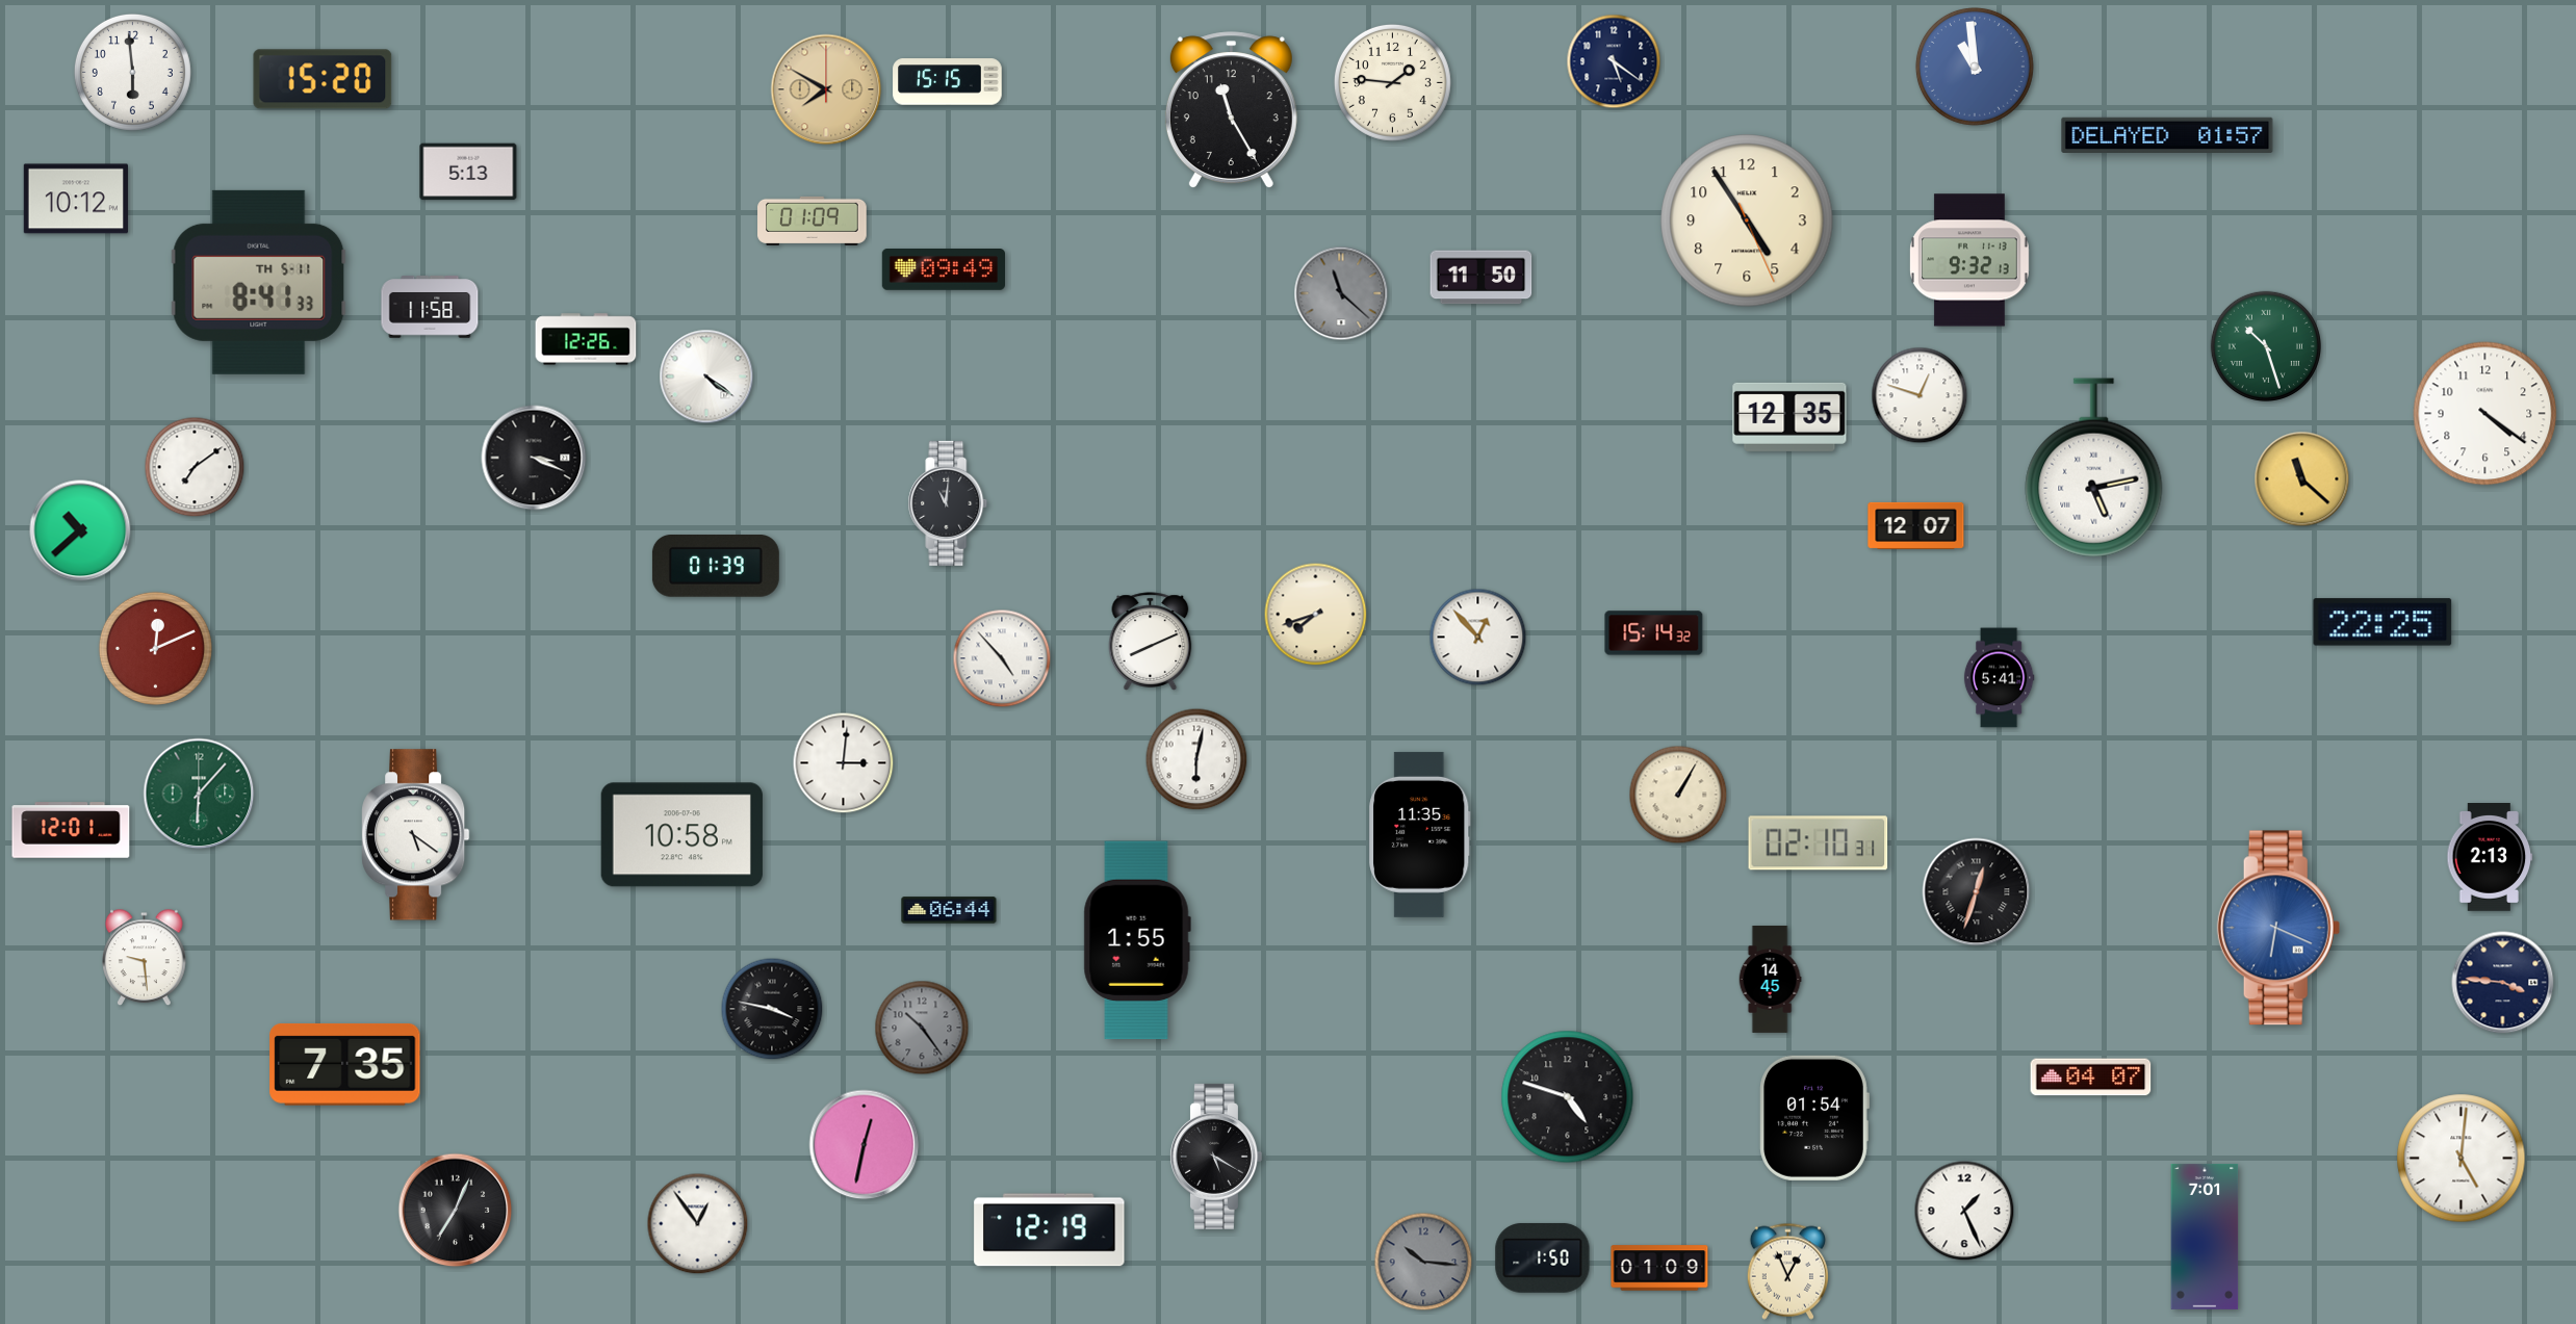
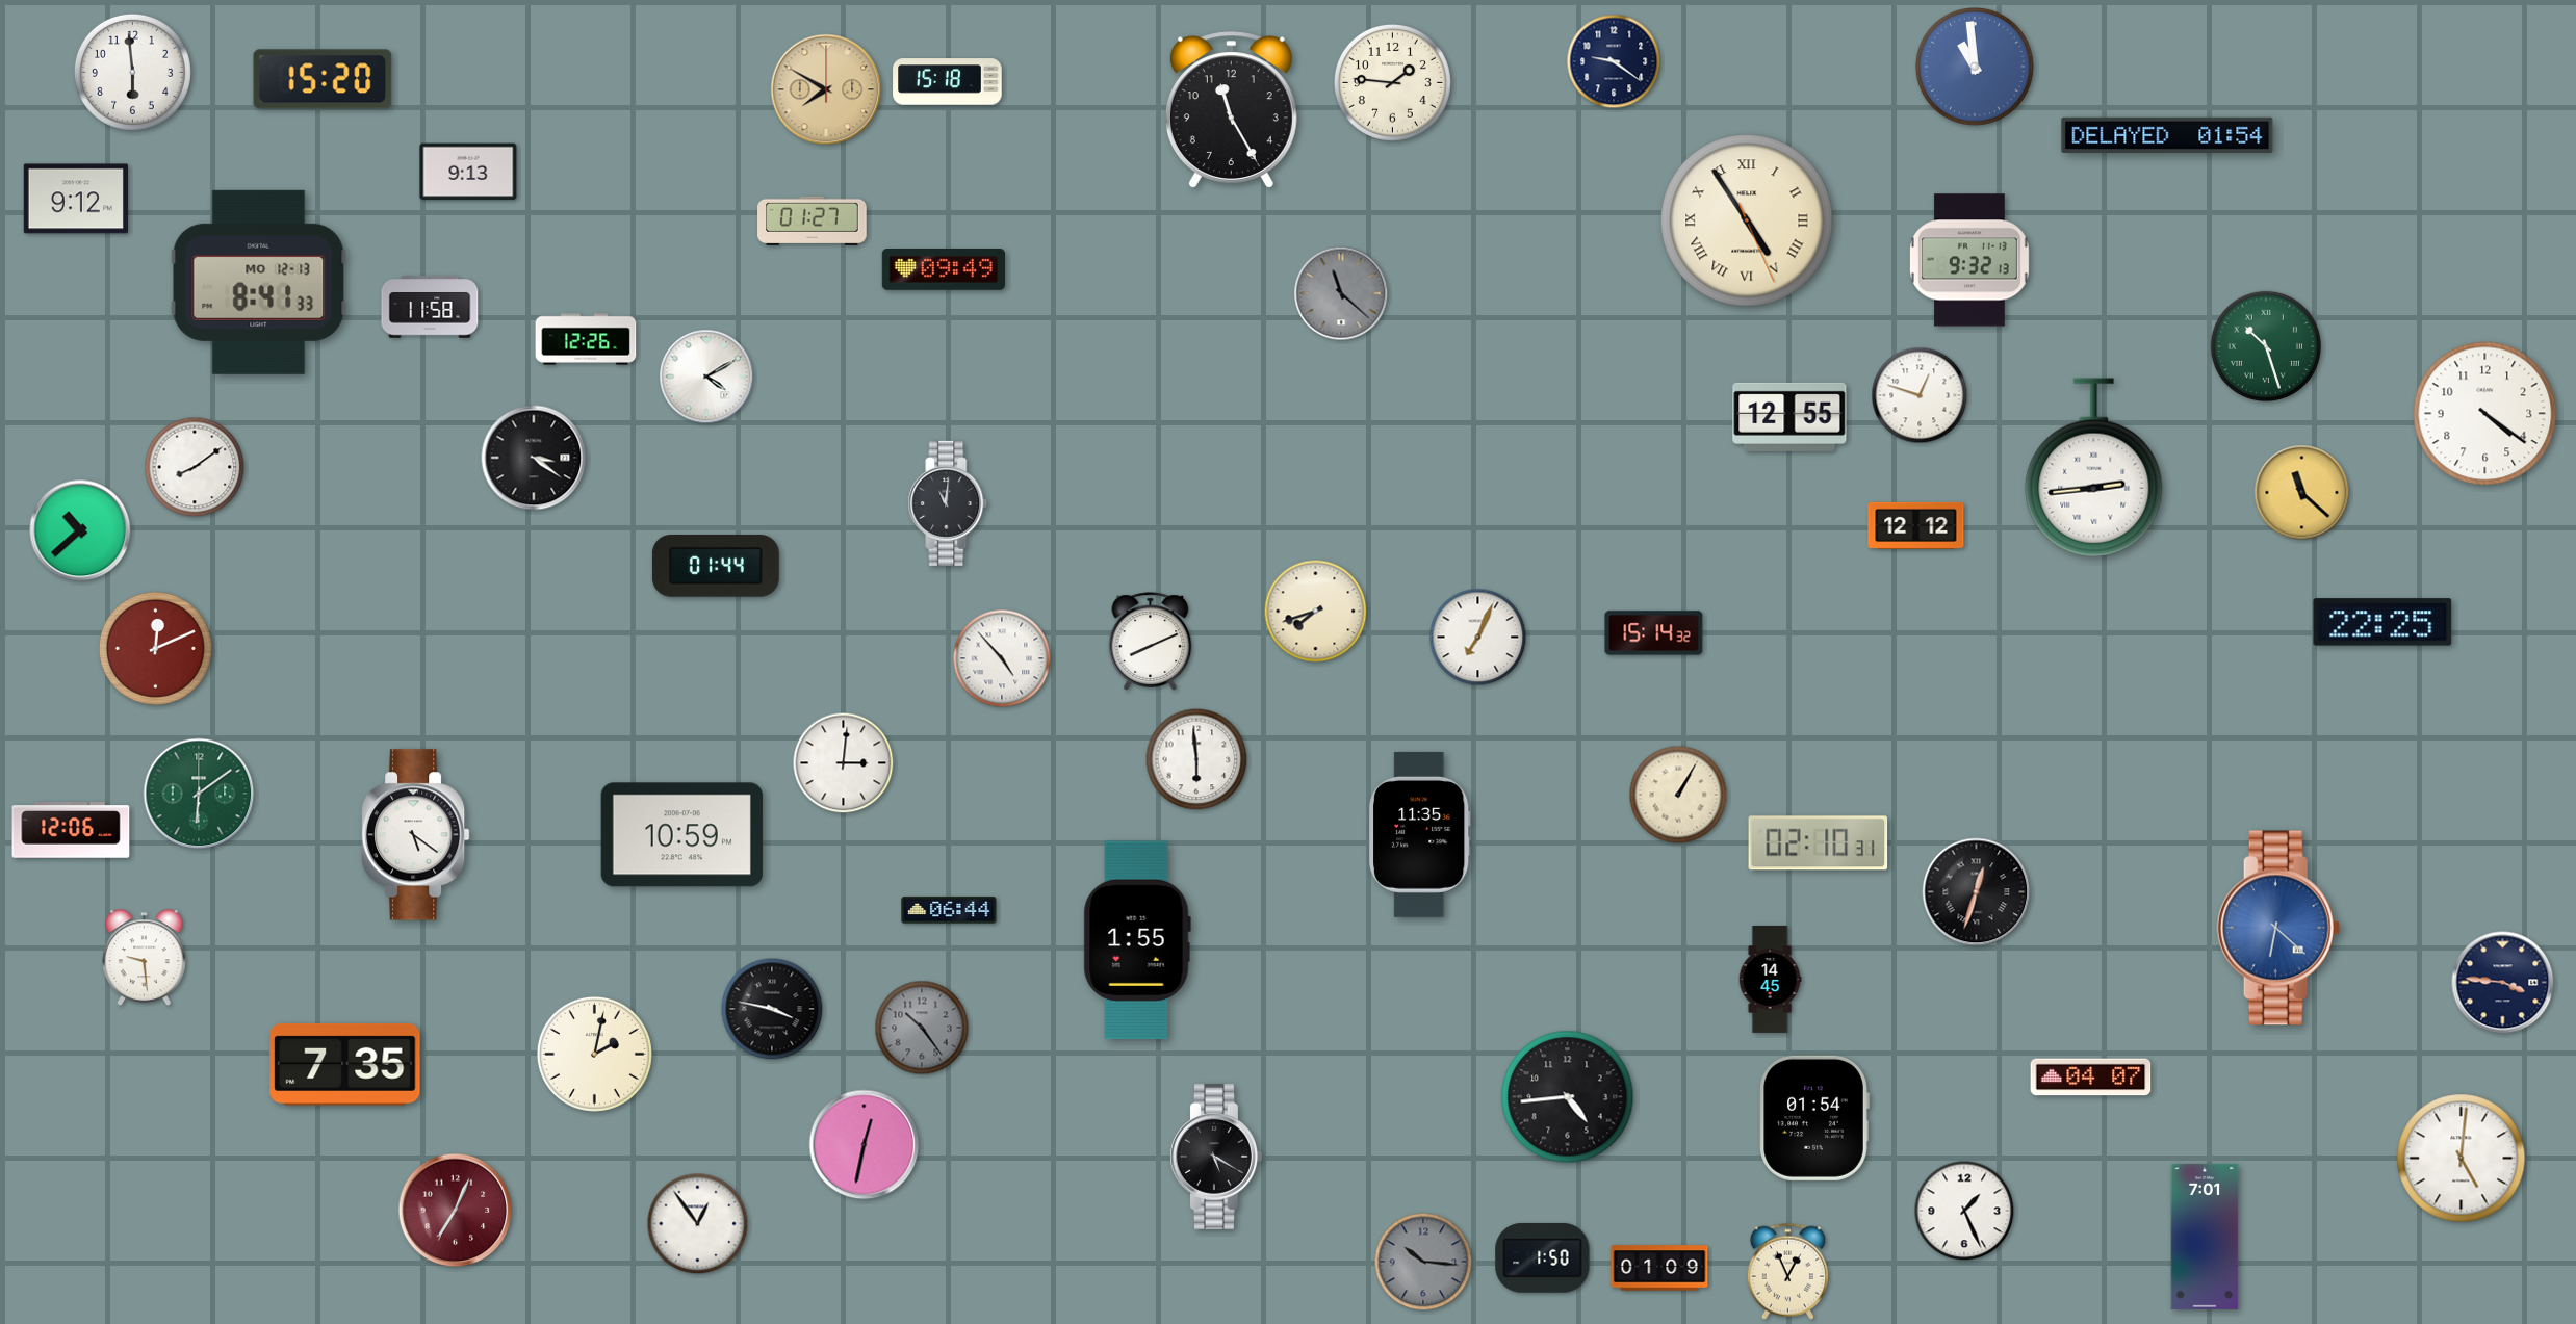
clock at (1614, 61): 5:21 -> 9:21
clock at (948, 82): 15:15 -> 15:18
clock at (2167, 134): 01:57 -> 01:54
clock at (468, 172): 5:13 -> 9:13
clock at (76, 199): 10:12 -> 9:12
clock at (813, 220): 01:09 -> 01:27
clock at (1747, 220) numerals: Arabic -> Roman
clock at (1482, 278): 11:50 -> none
clock at (259, 282) date: TH 5-11 -> MO 12-13
clock at (706, 377): 4:21 -> 4:10
clock at (1789, 417): 12:35 -> 12:55
clock at (534, 458): 3:19 -> 3:21
clock at (195, 467): 7:09 -> 8:09
clock at (2094, 468): 5:13 -> 2:44
clock at (2302, 479) position: (2302, 479) -> (2302, 493)
clock at (1916, 525): 12:07 -> 12:12
clock at (716, 567): 01:39 -> 01:44
clock at (1316, 615) position: (1316, 615) -> (1316, 612)
clock at (1478, 638): 12:53 -> 7:04
clock at (1999, 678): 5:41 -> none
clock at (1196, 759): 6:02 -> 5:59
clock at (199, 794): 6:07 -> 6:09
clock at (71, 830): 12:01 -> 12:06
clock at (681, 835): 10:58 -> 10:59
clock at (2490, 858): 2:13 -> none
clock at (2278, 928): 6:19 -> 6:22
clock at (594, 1054): none -> 2:02
clock at (1568, 1097): 4:48 -> 4:44
clock at (456, 1211) dial: black -> burgundy
clock at (1050, 1230): 12:19 -> none
